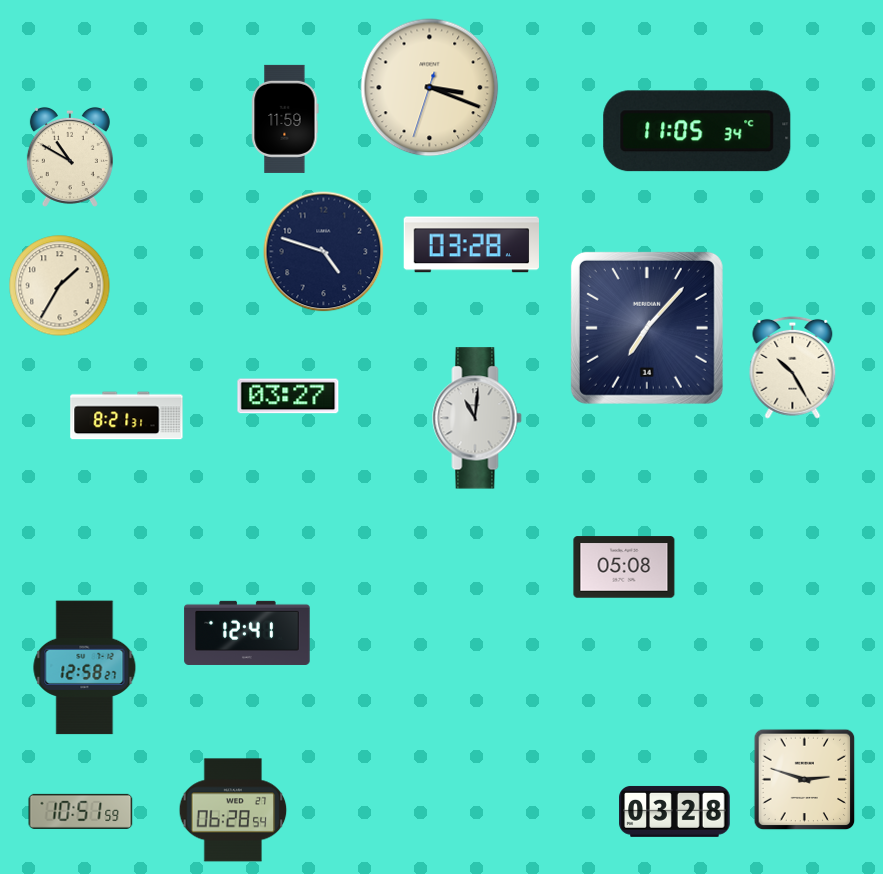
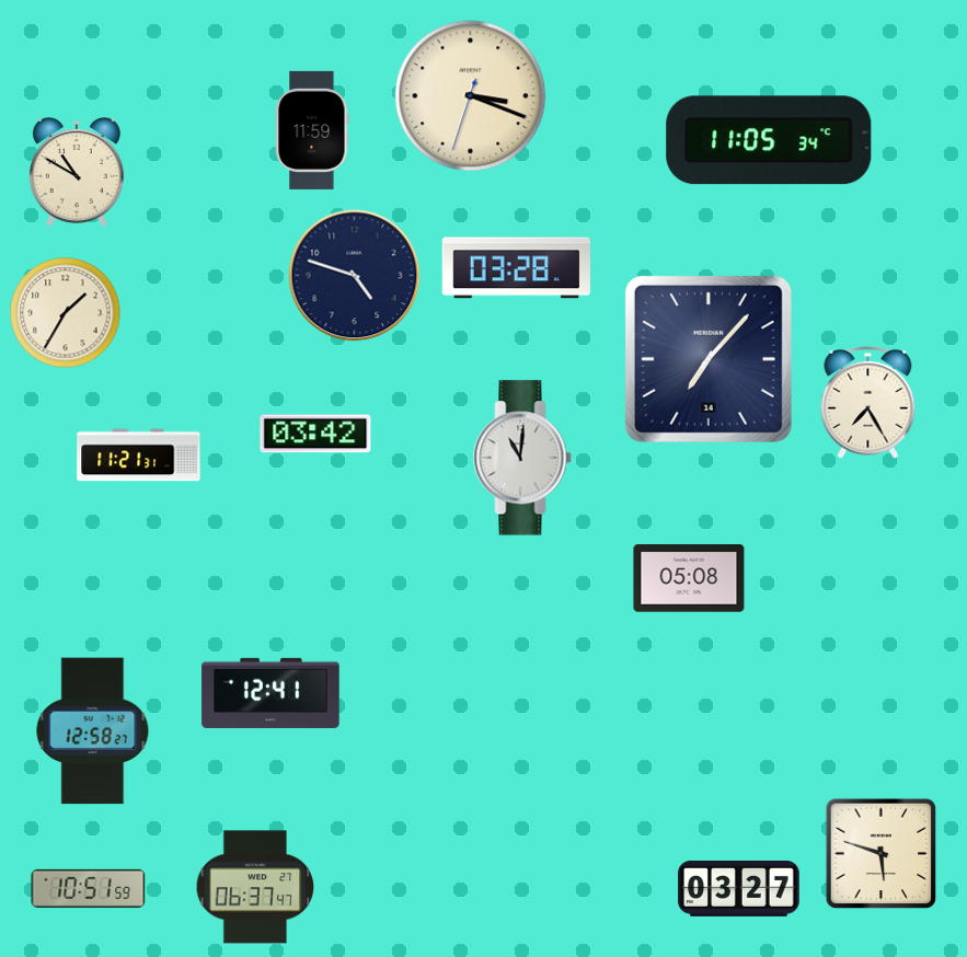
clock at (697, 131) position: (697, 131) -> (769, 140)
clock at (793, 367): 10:25 -> 7:25
clock at (288, 396): 03:27 -> 03:42
clock at (127, 416): 8:21 -> 11:21
clock at (624, 567) position: (624, 567) -> (689, 578)
clock at (805, 780): 2:48 -> 5:48
clock at (233, 810): 06:28 -> 06:37
clock at (675, 811): 03:28 -> 03:27
